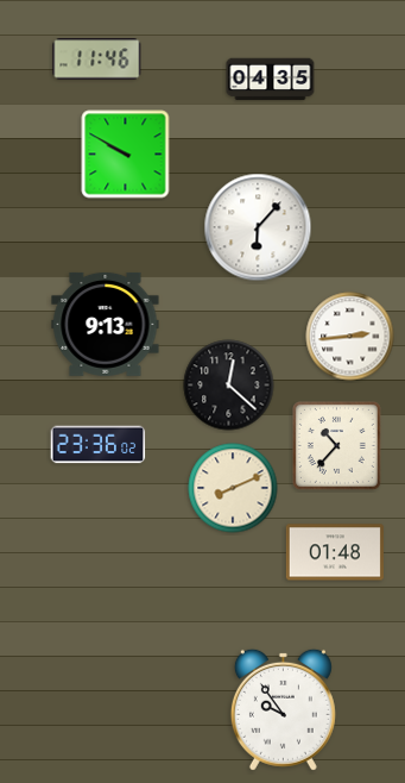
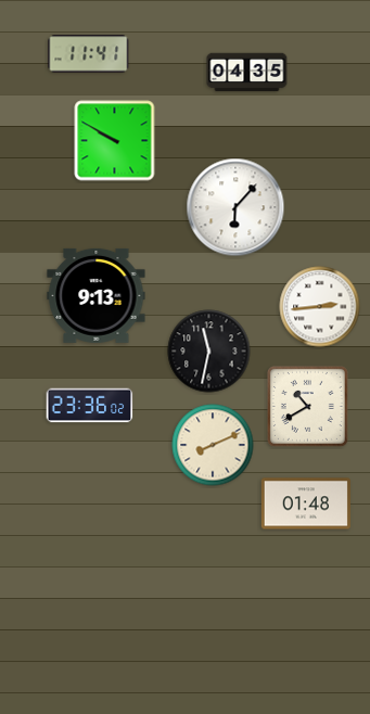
clock at (97, 59): 11:46 -> 11:41
clock at (229, 386): 12:22 -> 11:32
clock at (336, 445): 10:37 -> 10:40
clock at (283, 709): 9:54 -> none
